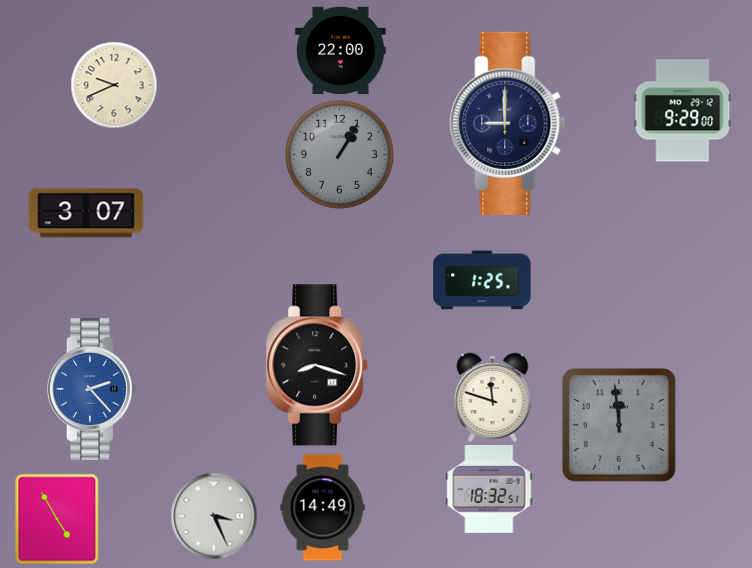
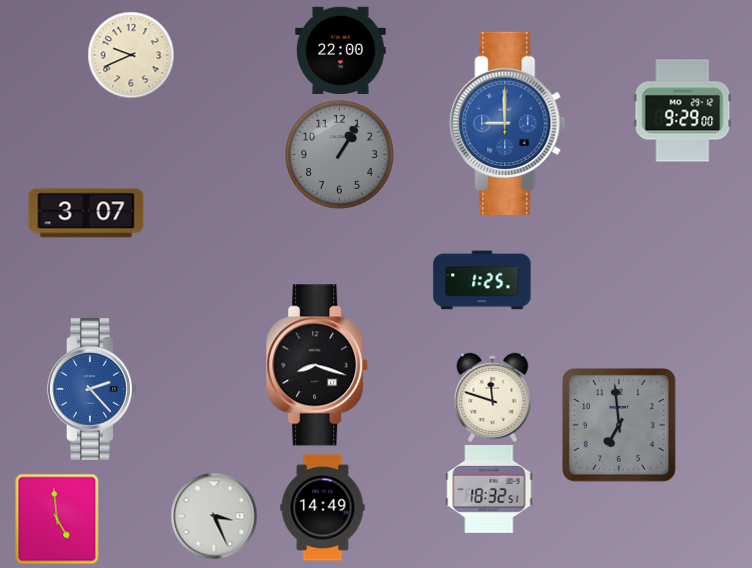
clock at (114, 85) position: (114, 85) -> (131, 55)
clock at (508, 123) dial: navy -> blue
clock at (619, 425): 11:59 -> 6:59
clock at (57, 519): 4:55 -> 4:59
